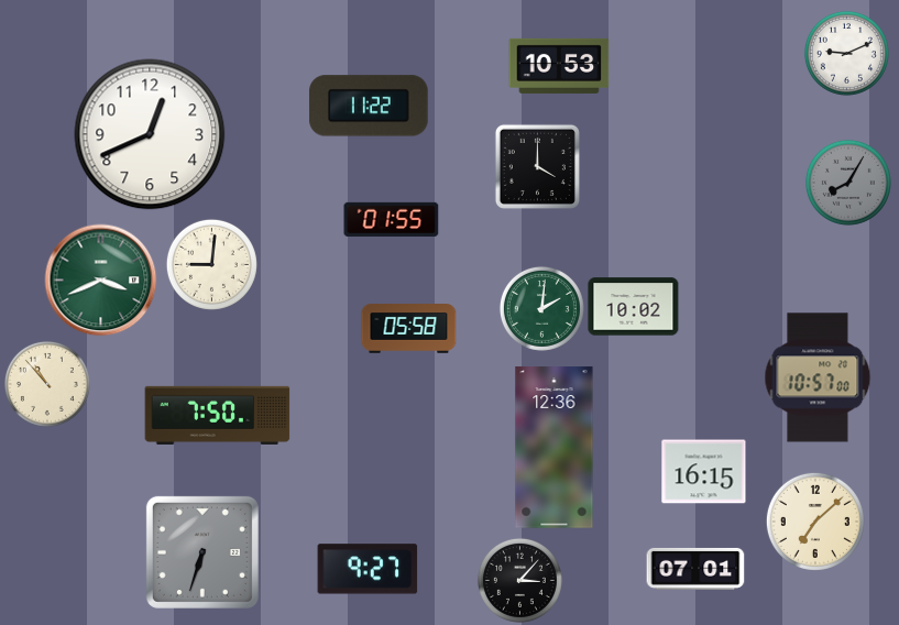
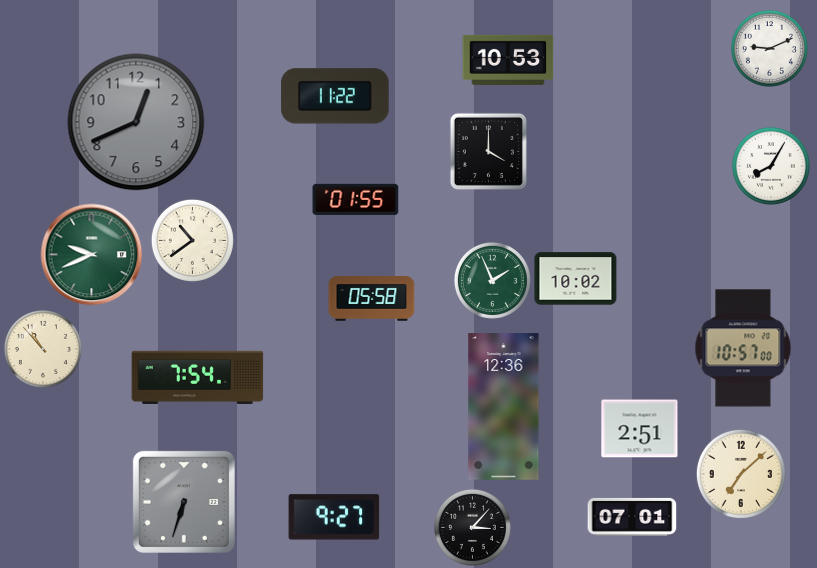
clock at (150, 134) dial: white -> grey
clock at (848, 183) dial: grey -> white
clock at (211, 264): 9:01 -> 10:39
clock at (101, 281): 3:41 -> 9:41
clock at (541, 308): 2:01 -> 1:56
clock at (818, 377) position: (818, 377) -> (743, 348)
clock at (218, 415): 7:50 -> 7:54
clock at (704, 472): 16:15 -> 2:51
